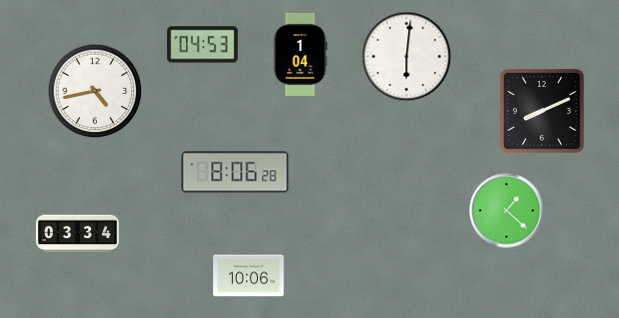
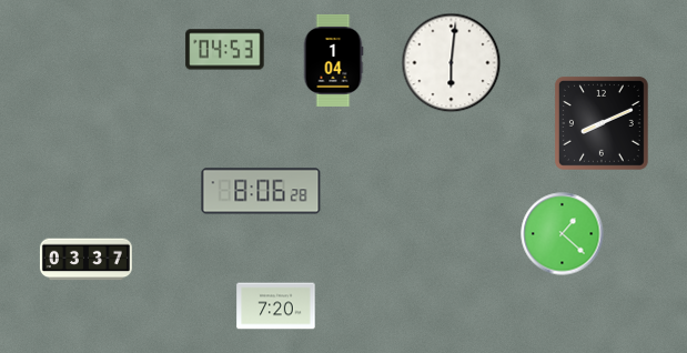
clock at (95, 91): 4:43 -> none
clock at (77, 234): 03:34 -> 03:37
clock at (249, 276): 10:06 -> 7:20
